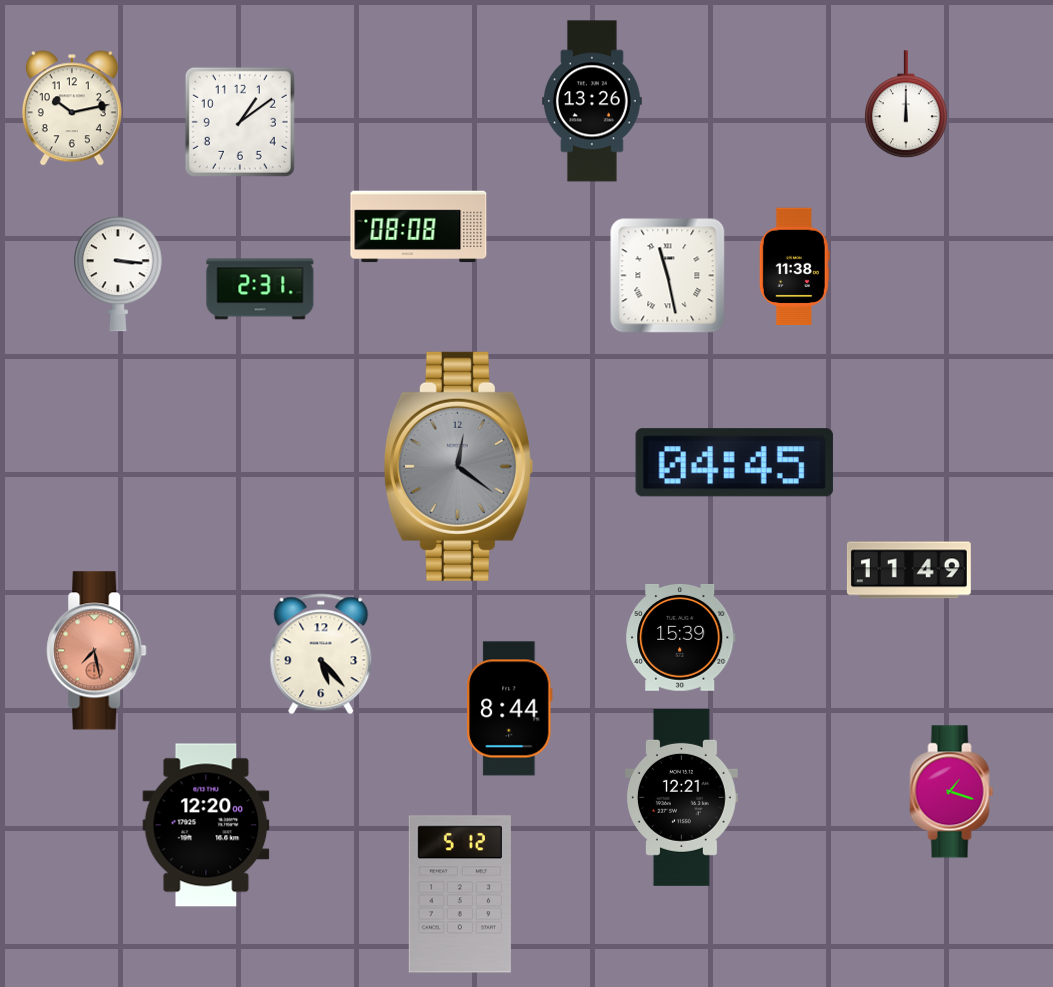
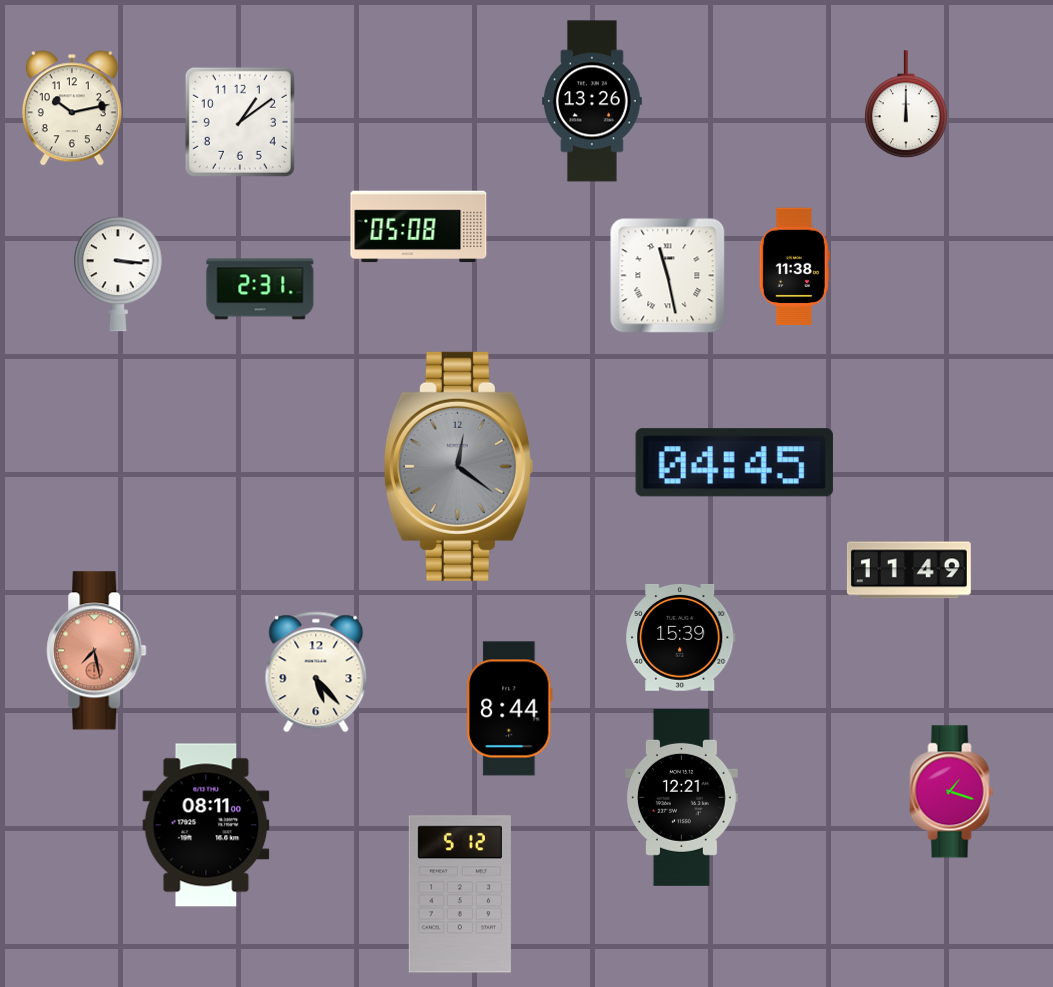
clock at (419, 227): 08:08 -> 05:08
clock at (321, 654) position: (321, 654) -> (316, 672)
clock at (206, 825): 12:20 -> 08:11
